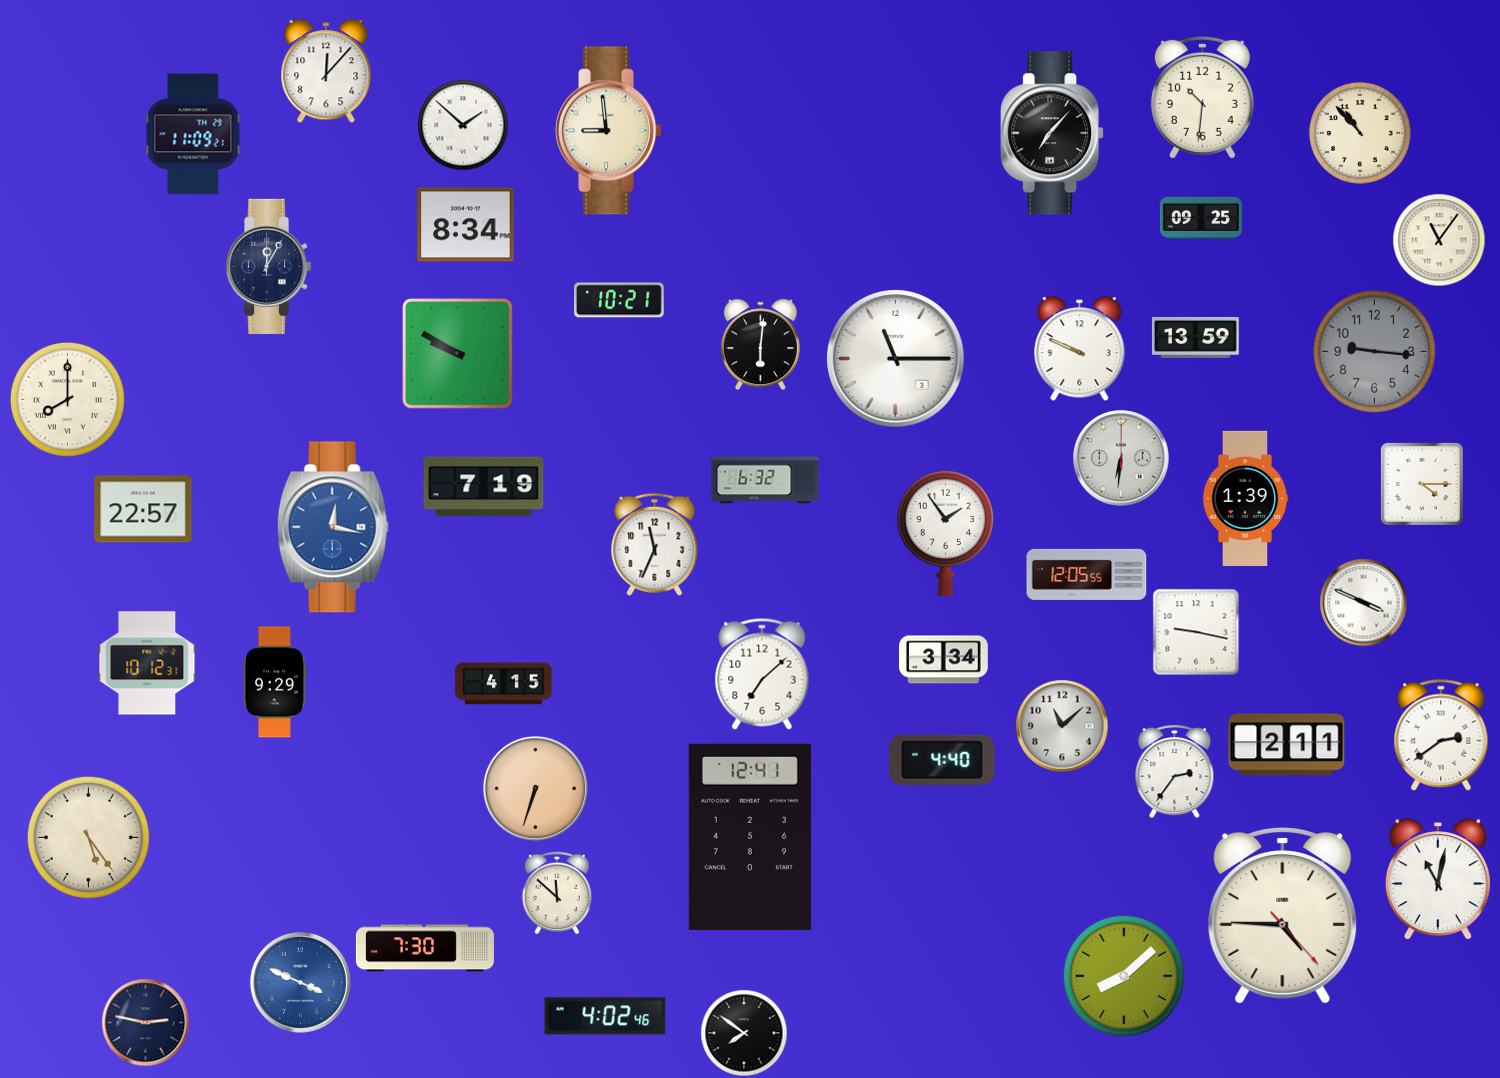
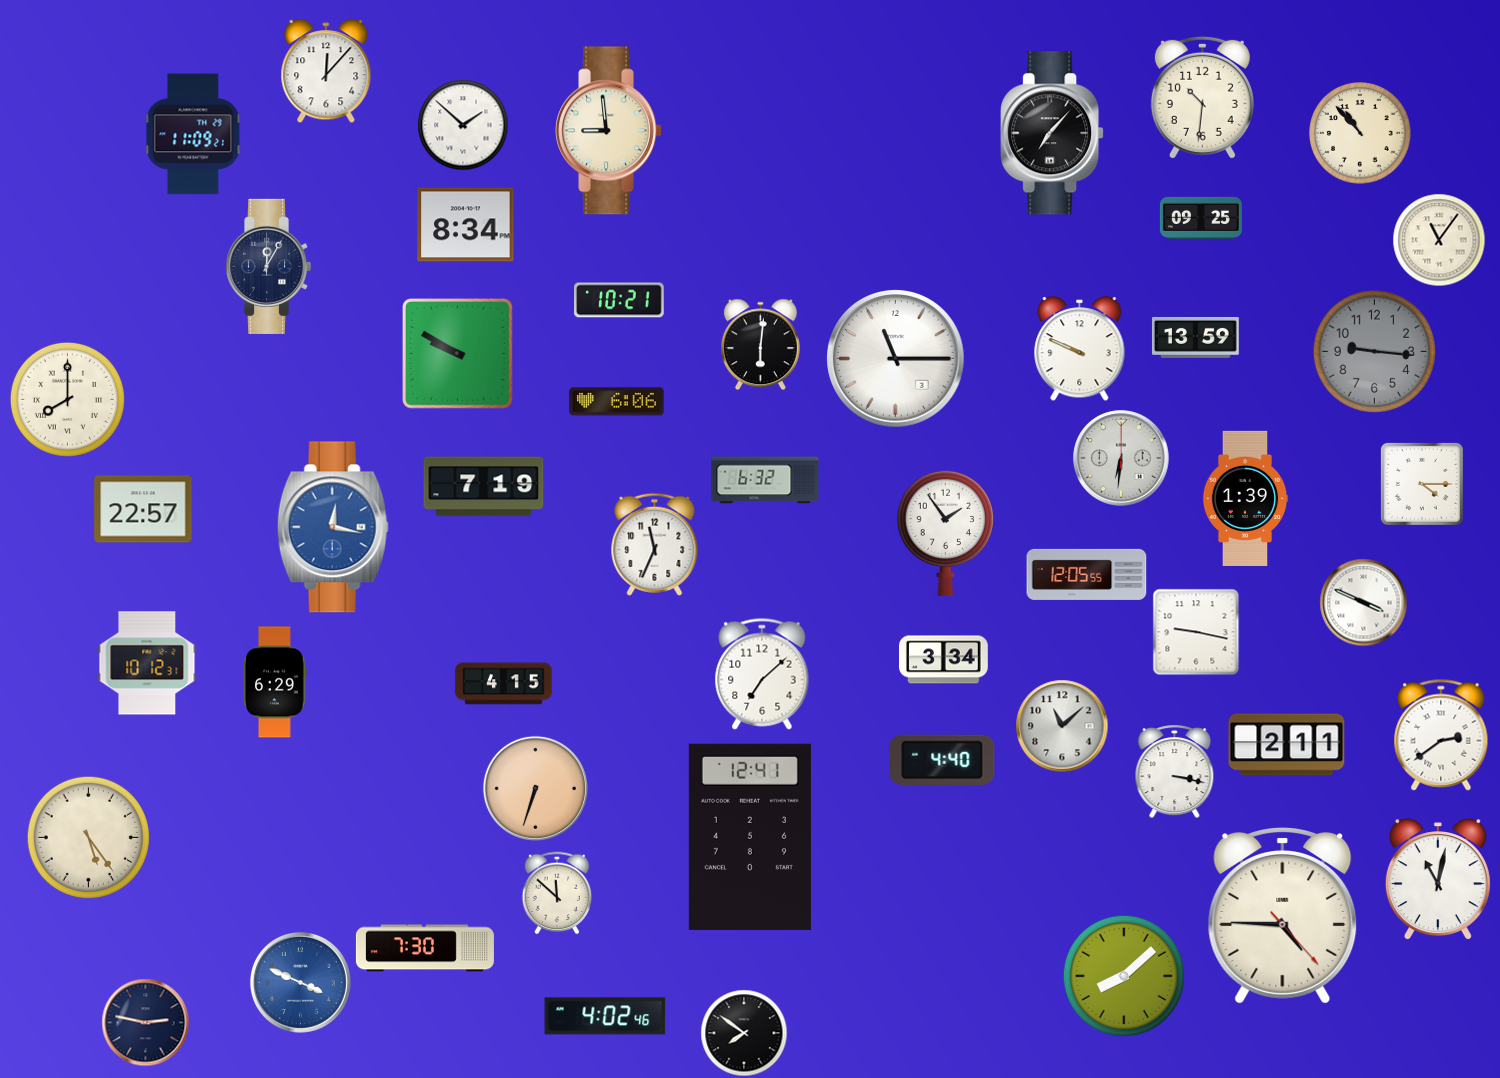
clock at (617, 402): none -> 6:06
clock at (276, 682): 9:29 -> 6:29
clock at (1175, 771): 2:36 -> 3:17
